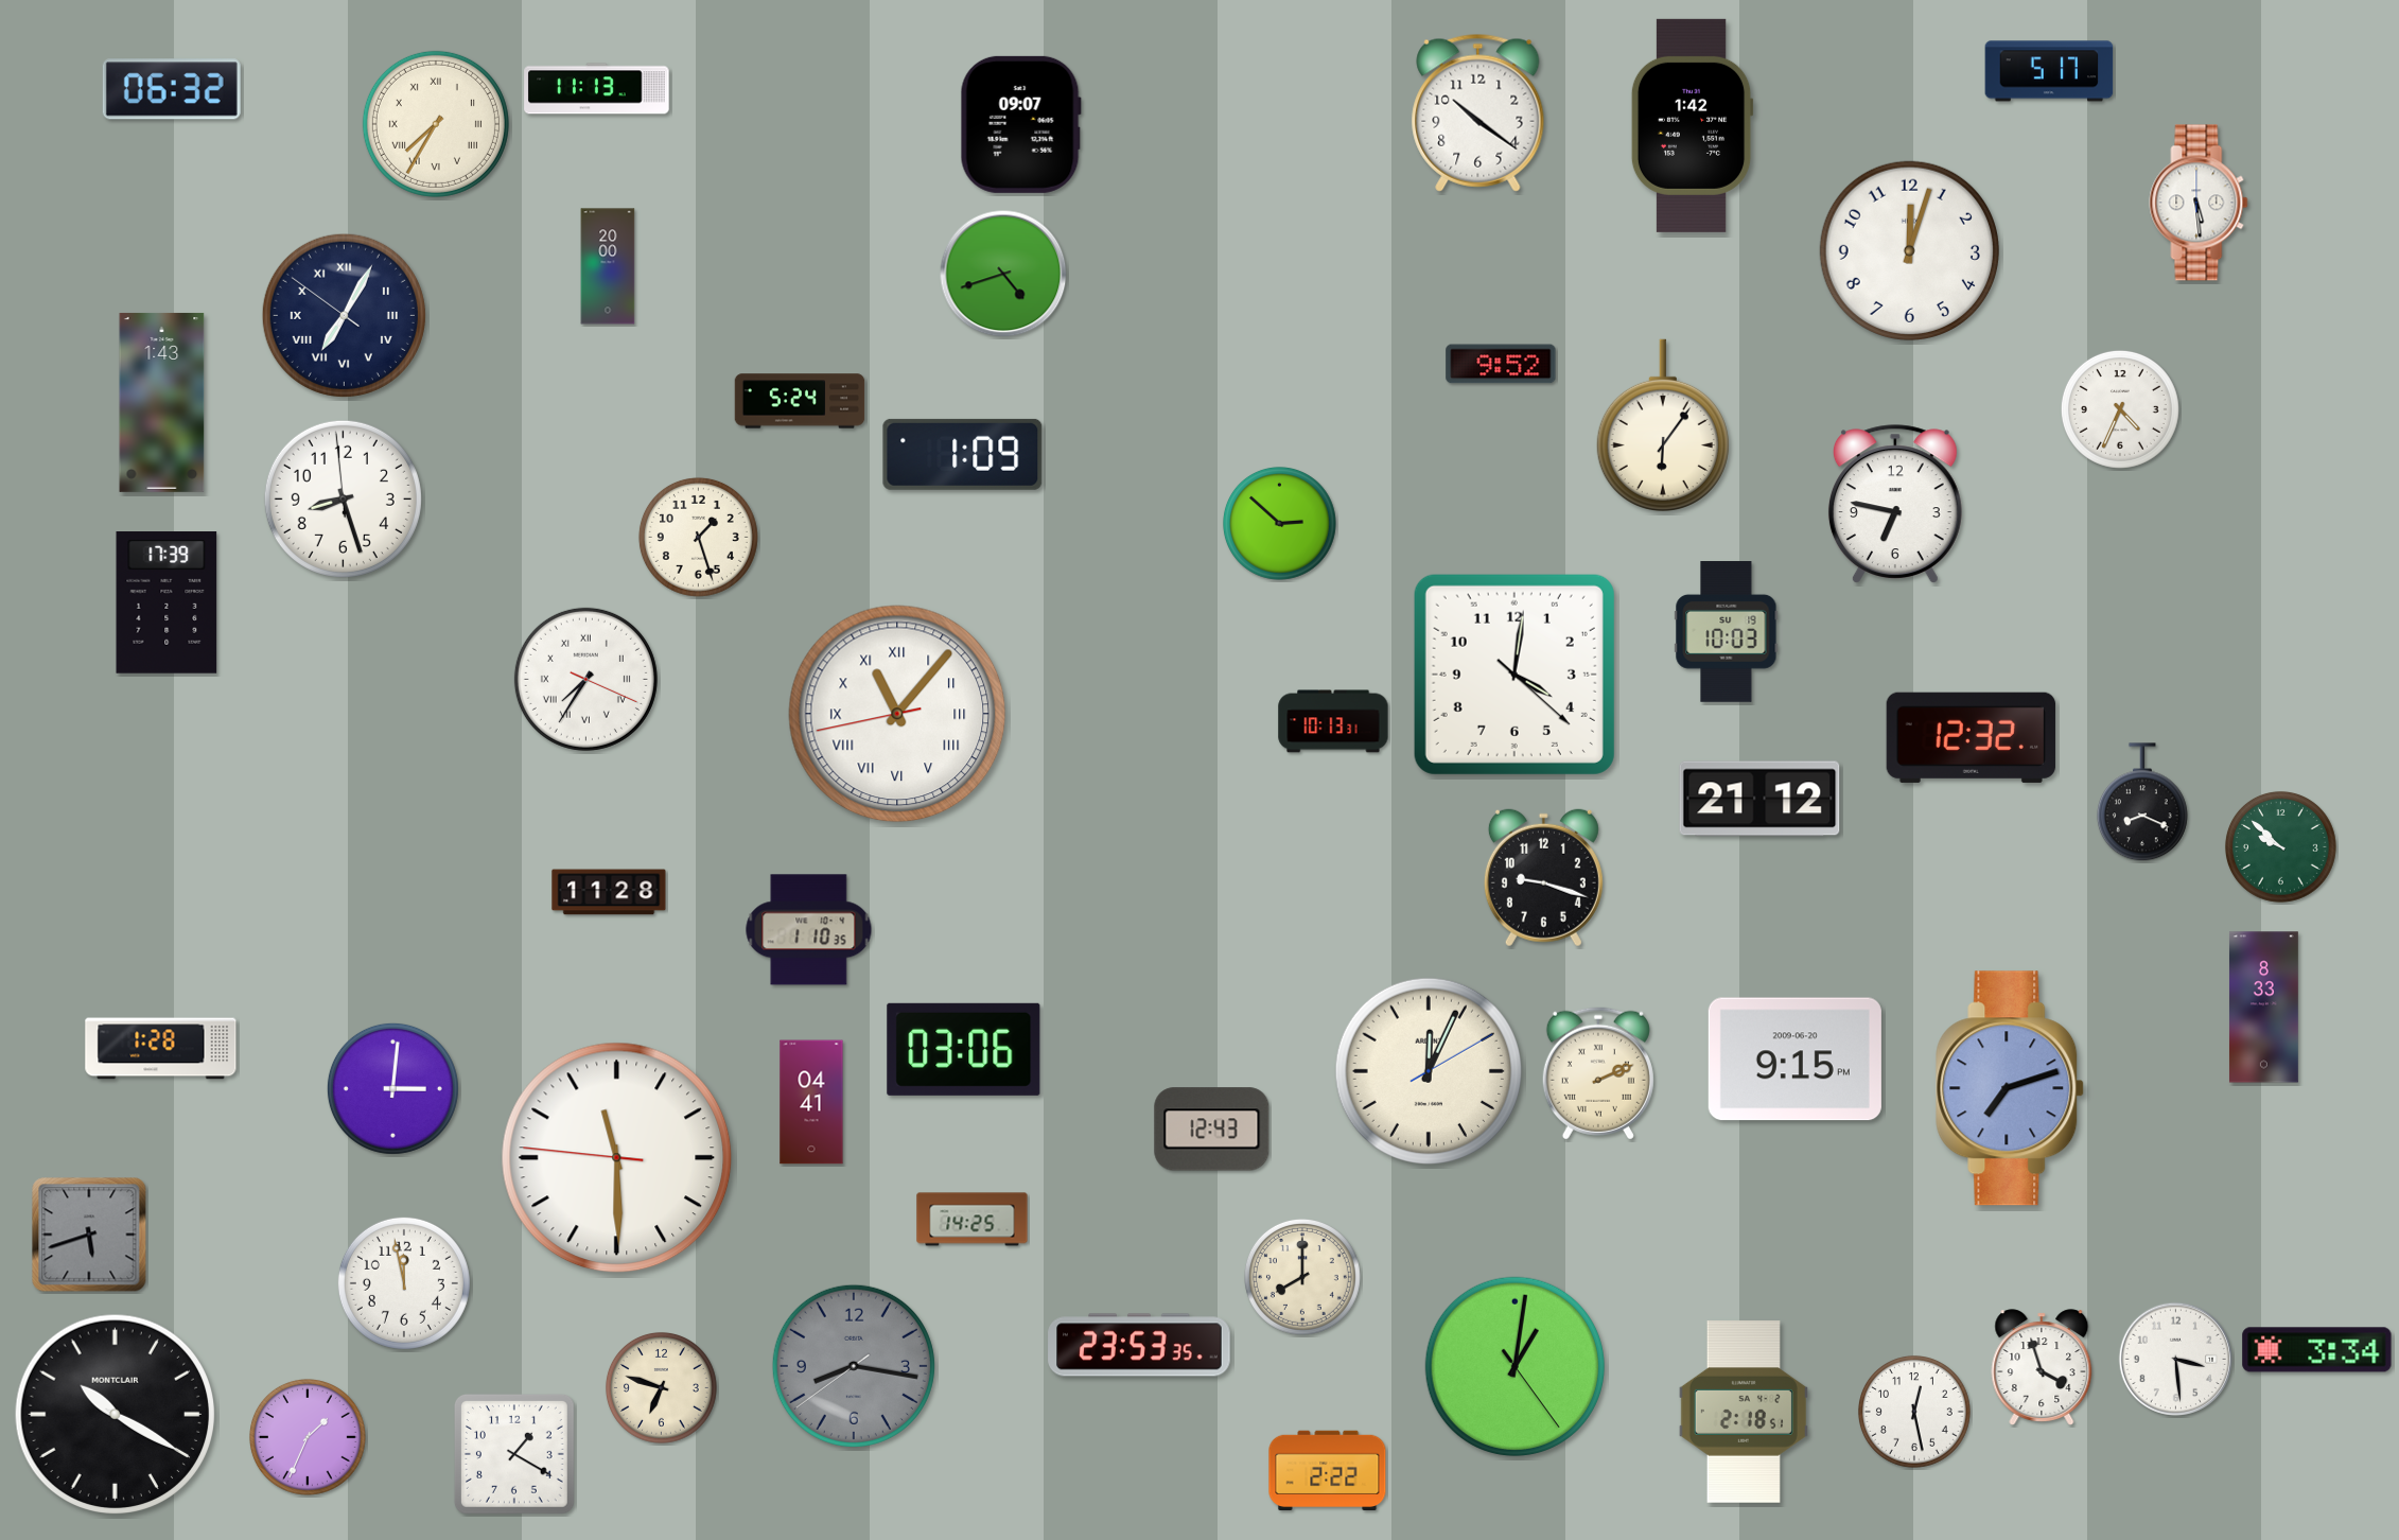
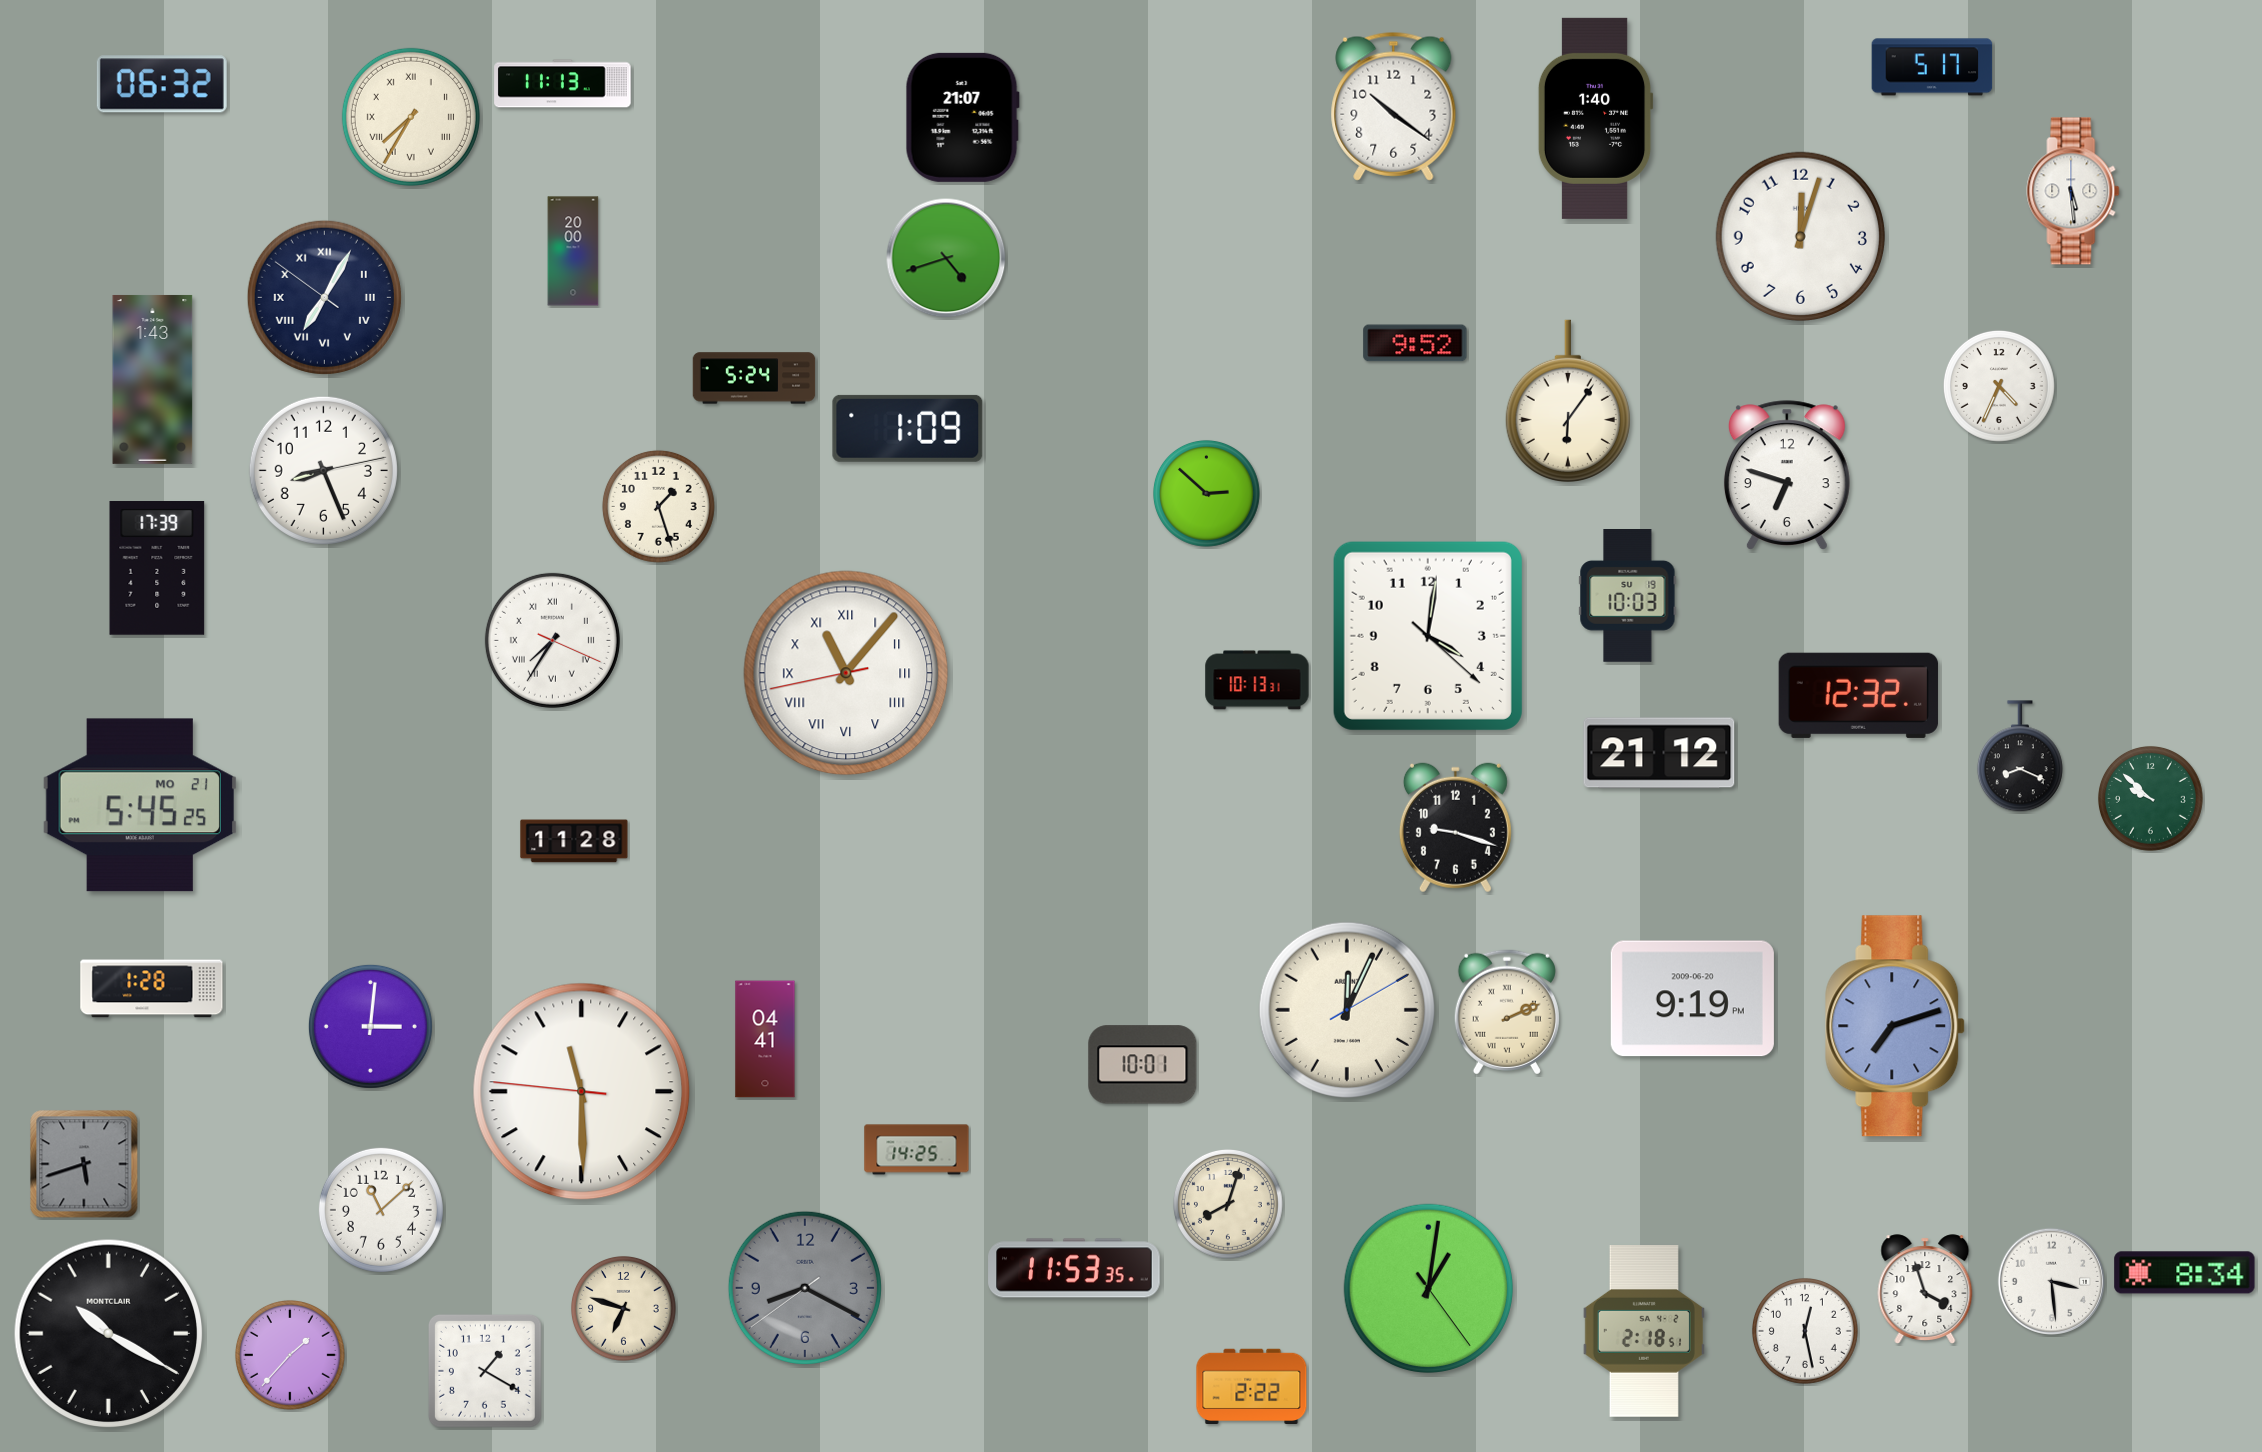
clock at (1020, 124): 09:07 -> 21:07
clock at (1692, 125): 1:42 -> 1:40
clock at (343, 498): 8:26:59 -> 8:26:13
clock at (1895, 504): 6:47 -> 6:48
clock at (140, 805): none -> 5:45
clock at (809, 930): 1:10 -> none
clock at (2263, 1008): 8:33 -> none
clock at (964, 1049): 03:06 -> none
clock at (1794, 1060): 9:15 -> 9:19
clock at (1212, 1130): 12:43 -> 10:01
clock at (1302, 1277): 8:00 -> 8:03
clock at (404, 1283): 11:58 -> 11:08
clock at (1139, 1345): 23:53 -> 11:53
clock at (2317, 1350): 3:34 -> 8:34
clock at (854, 1366): 8:16 -> 8:19
clock at (308, 1437): 1:34 -> 1:37
